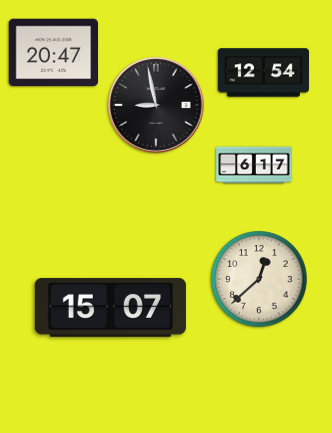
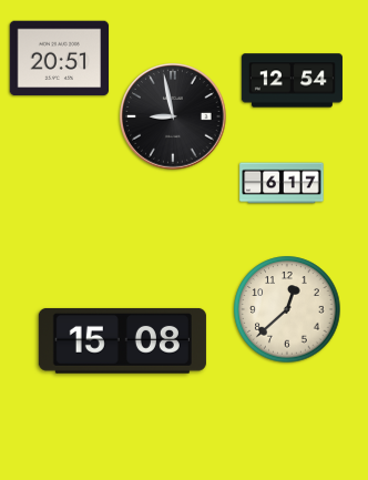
clock at (54, 53): 20:47 -> 20:51
clock at (110, 307): 15:07 -> 15:08
